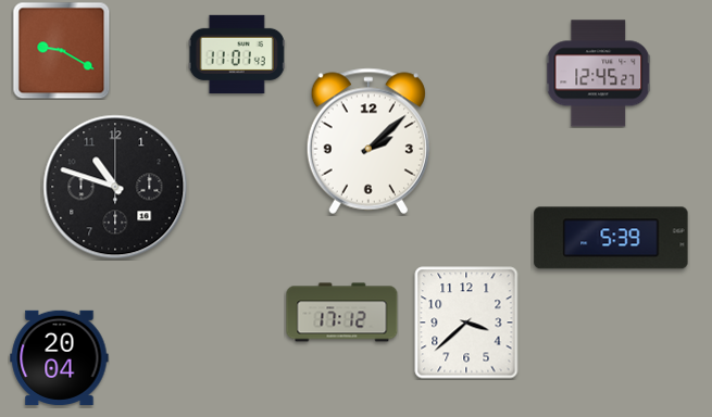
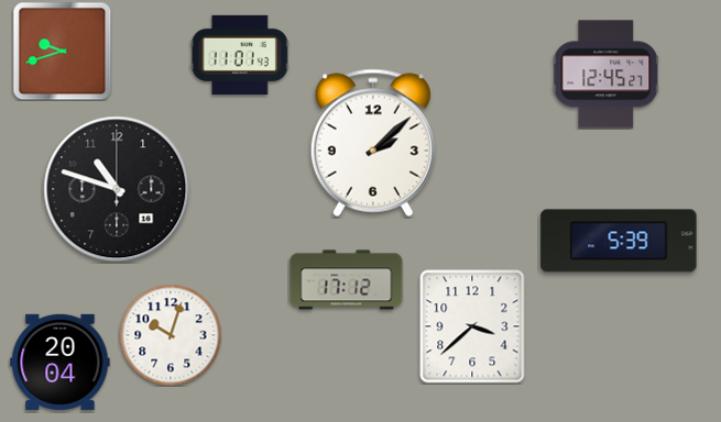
clock at (61, 50): 9:20 -> 9:42
clock at (342, 313) position: (342, 313) -> (347, 280)
clock at (171, 335): none -> 10:03
